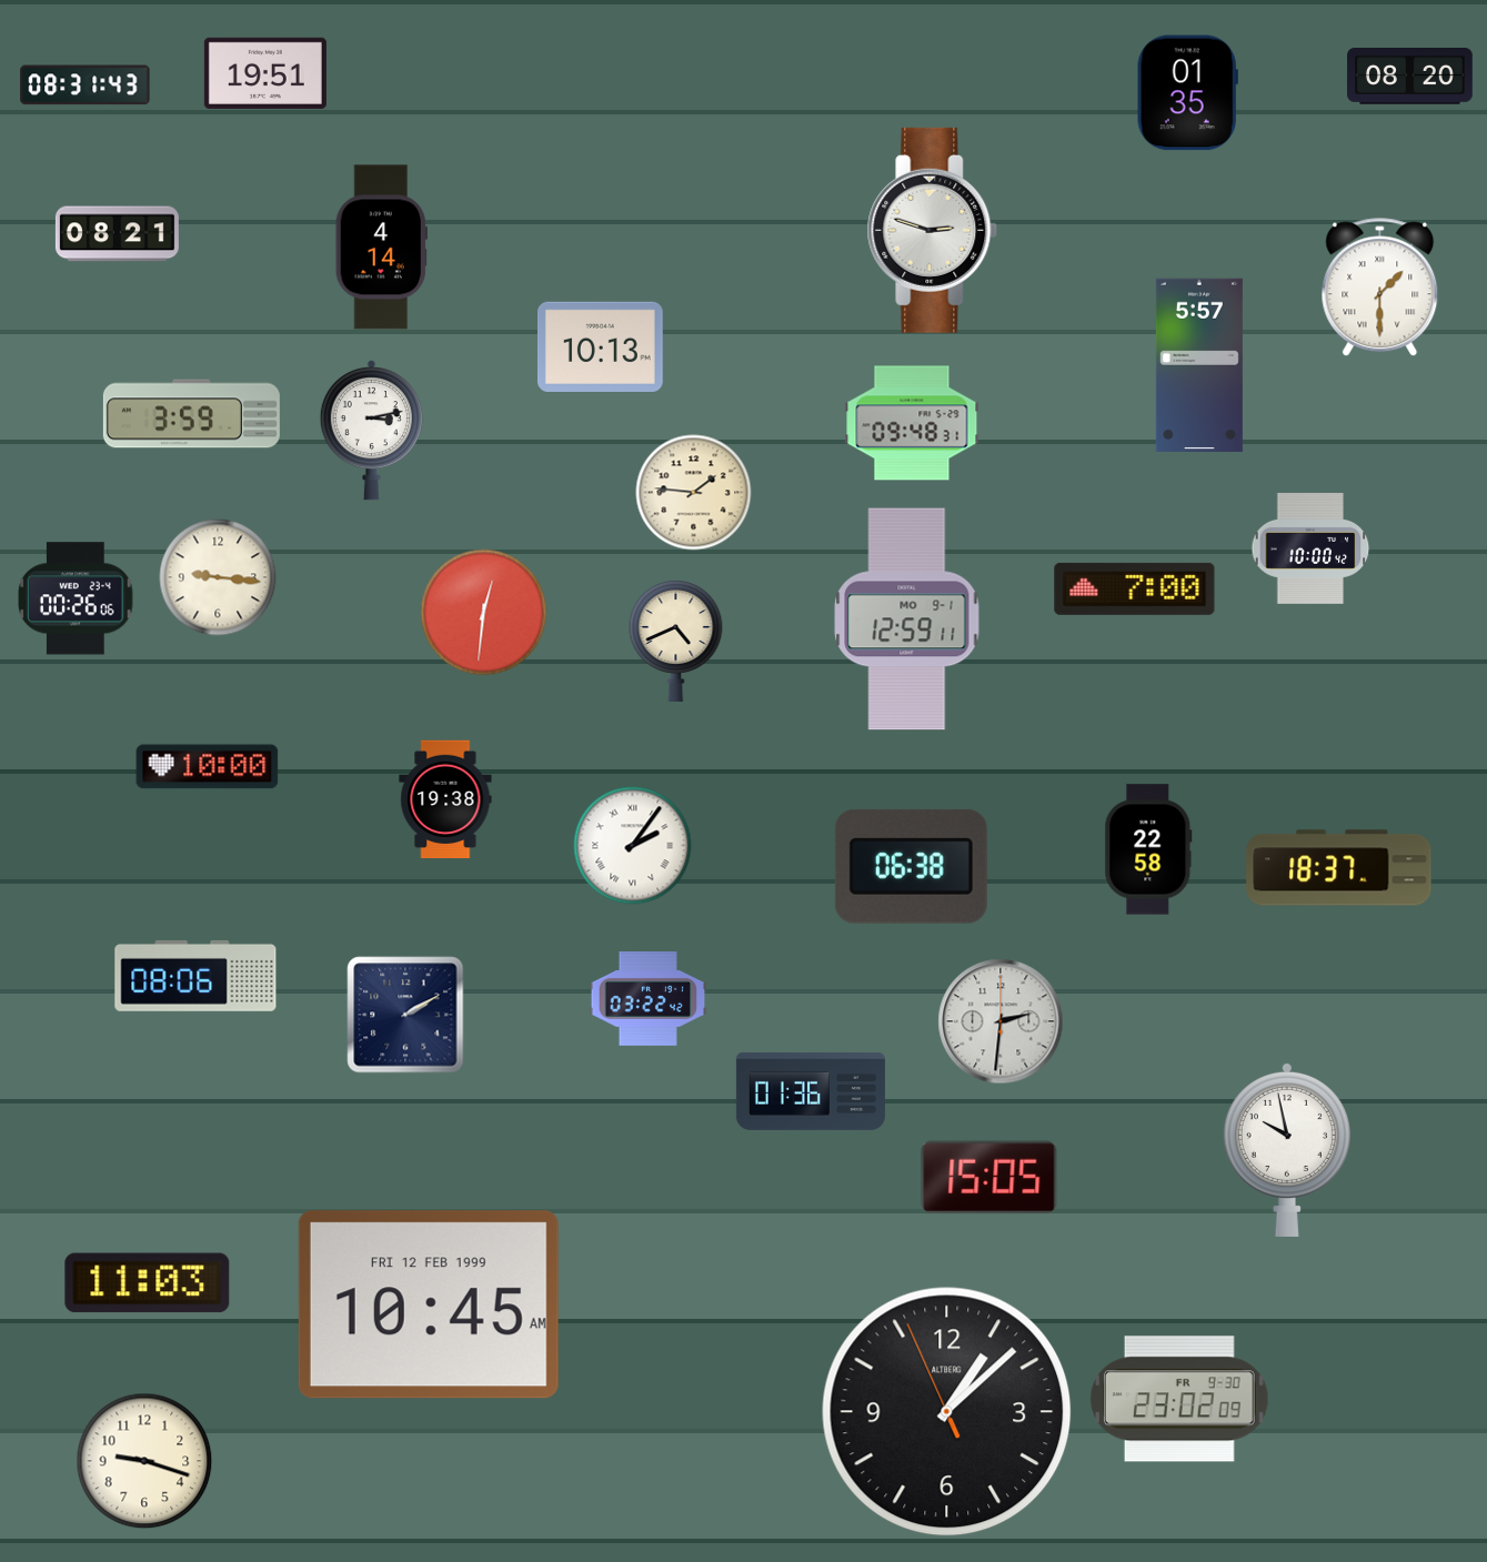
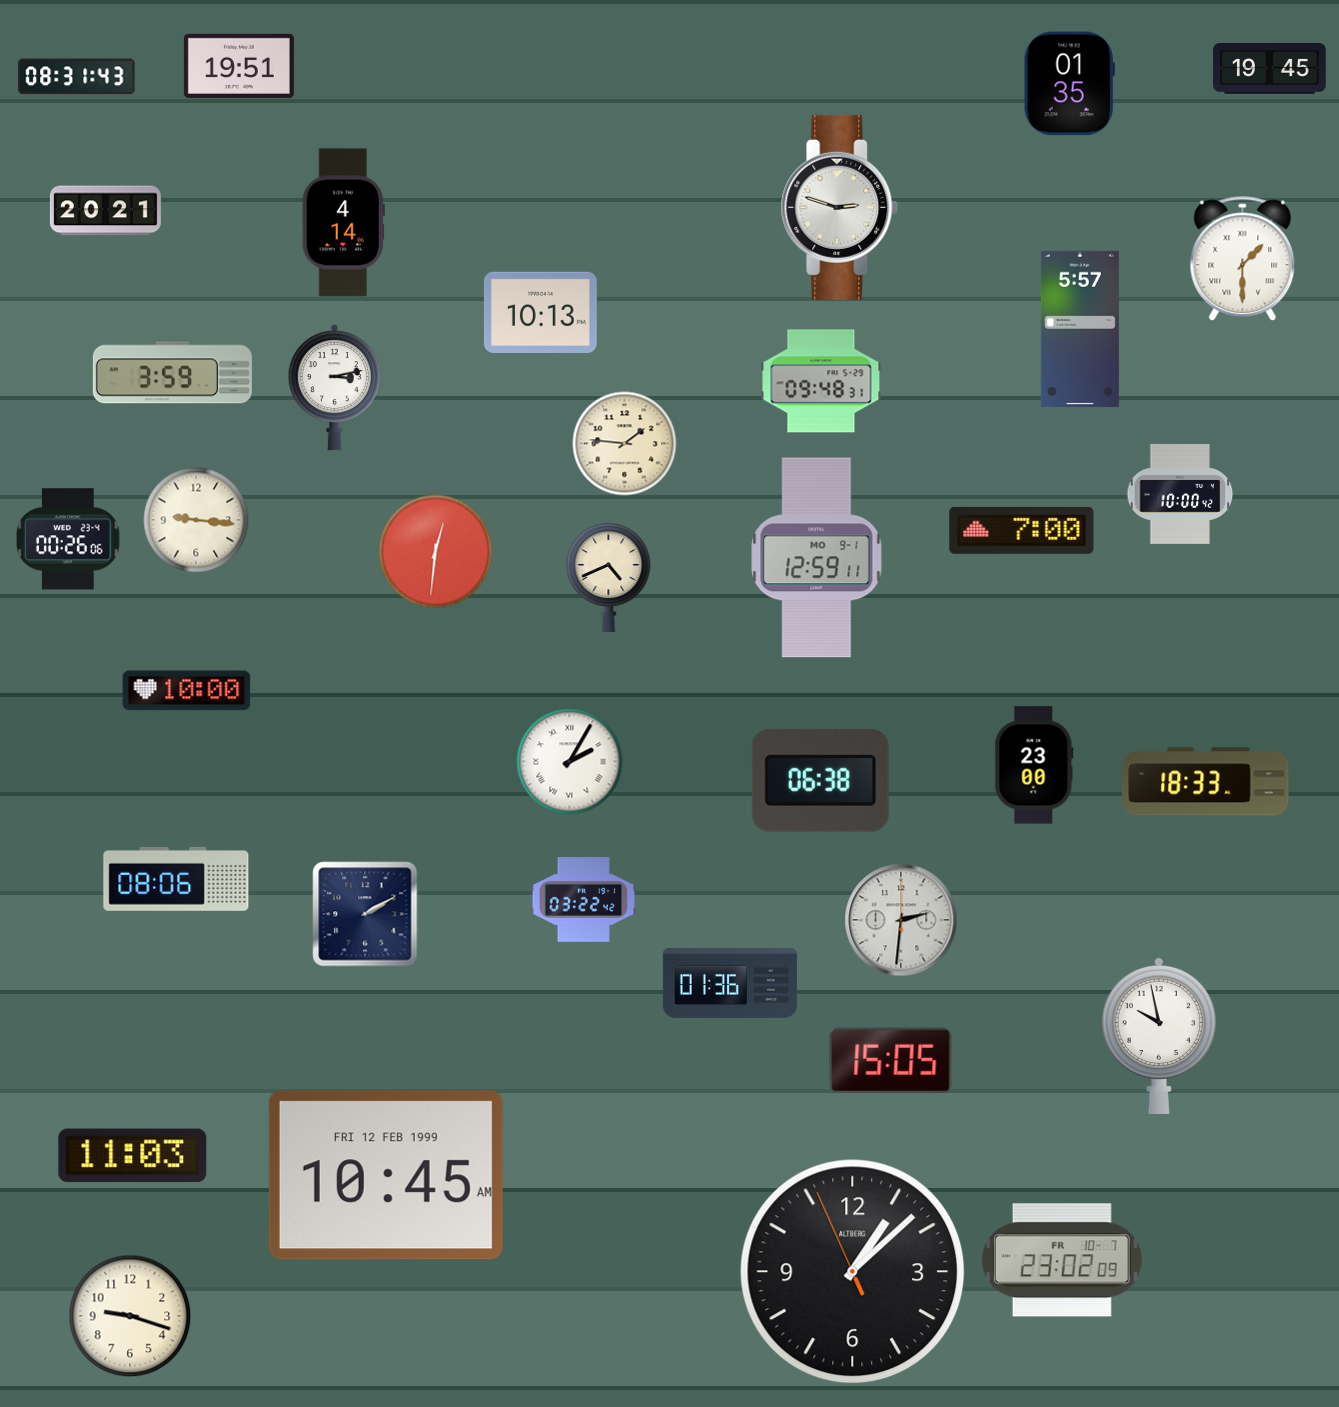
clock at (1410, 77): 08:20 -> 19:45
clock at (117, 234): 08:21 -> 20:21
clock at (445, 799): 19:38 -> none
clock at (633, 846): 2:06 -> 2:05
clock at (1148, 849): 22:58 -> 23:00
clock at (1339, 868): 18:37 -> 18:33
clock at (1179, 1399) date: FR 9-30 -> FR 10-7
